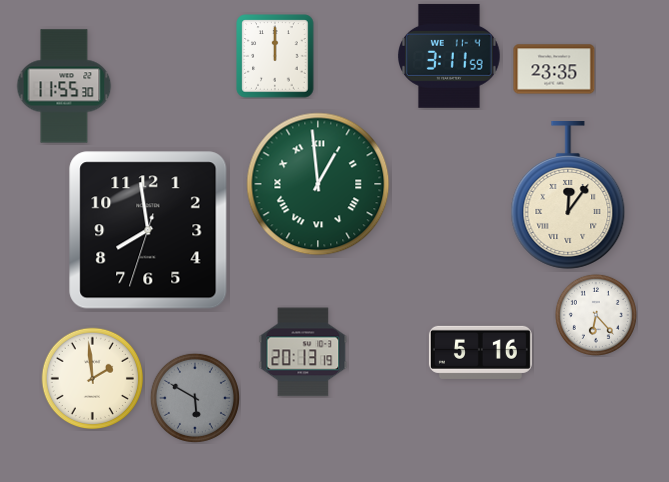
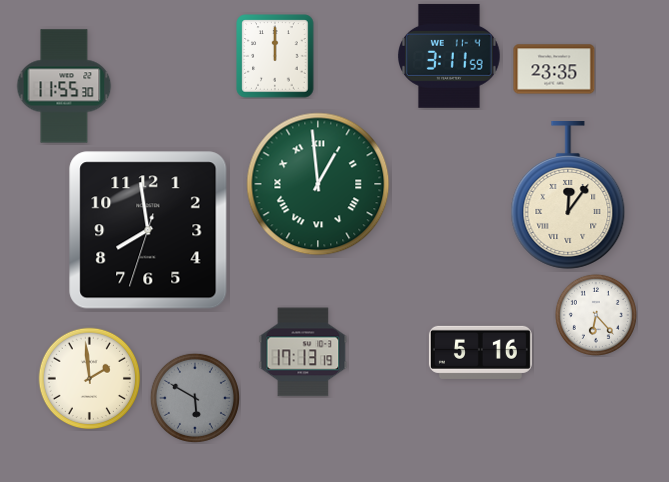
clock at (303, 352): 20:13 -> 17:13
clock at (93, 379) position: (93, 379) -> (90, 379)
